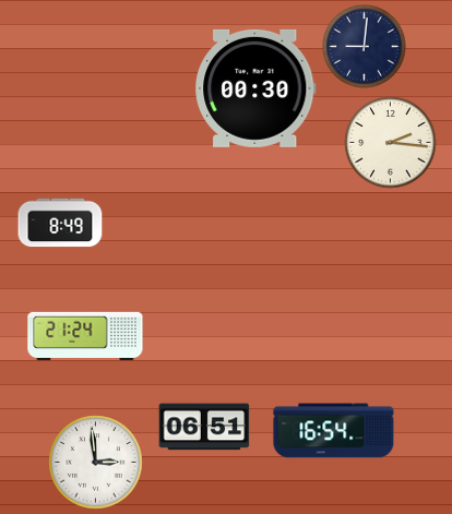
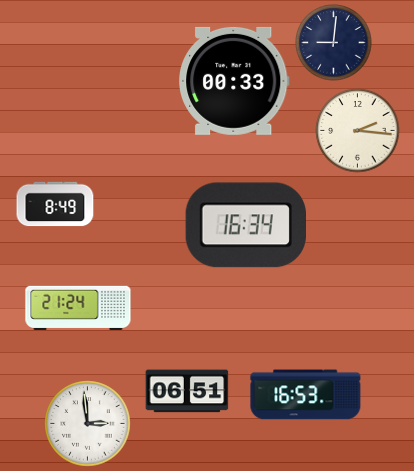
clock at (255, 88): 00:30 -> 00:33
clock at (245, 225): none -> 16:34
clock at (334, 431): 16:54 -> 16:53
